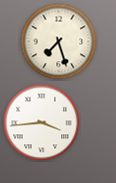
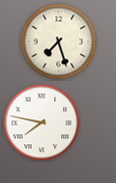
clock at (42, 123): 3:44 -> 7:47
